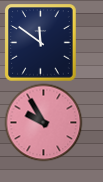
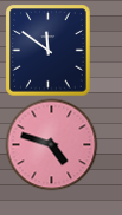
clock at (43, 122): 9:55 -> 4:48
